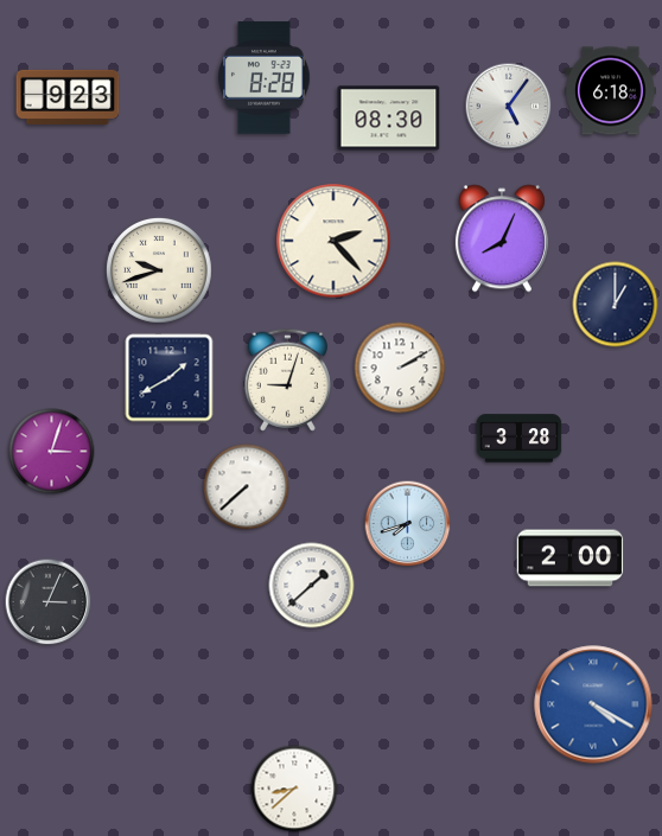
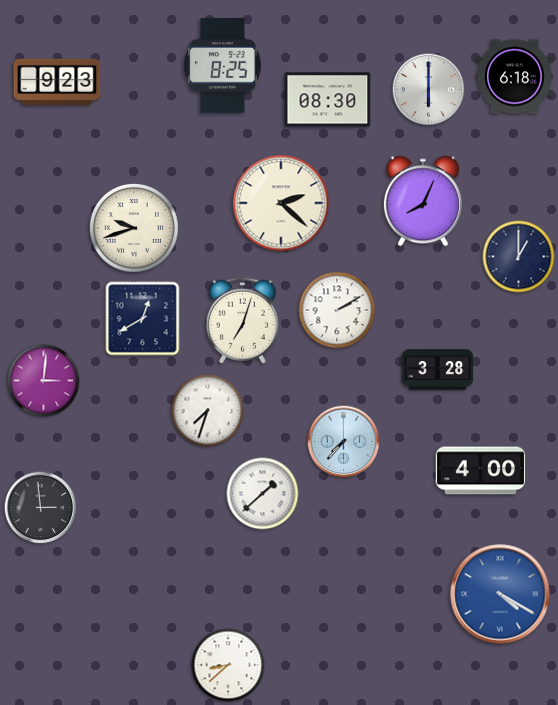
clock at (265, 78): 8:28 -> 8:25
clock at (509, 107): 5:06 -> 6:00
clock at (333, 241): 2:23 -> 2:22
clock at (170, 378): 1:40 -> 12:40
clock at (287, 379): 9:03 -> 7:03
clock at (52, 452): 3:03 -> 3:01
clock at (247, 487): 7:38 -> 7:33
clock at (408, 524): 7:42 -> 7:37
clock at (571, 559): 2:00 -> 4:00
clock at (49, 602): 3:04 -> 2:59
clock at (294, 789) position: (294, 789) -> (228, 665)
